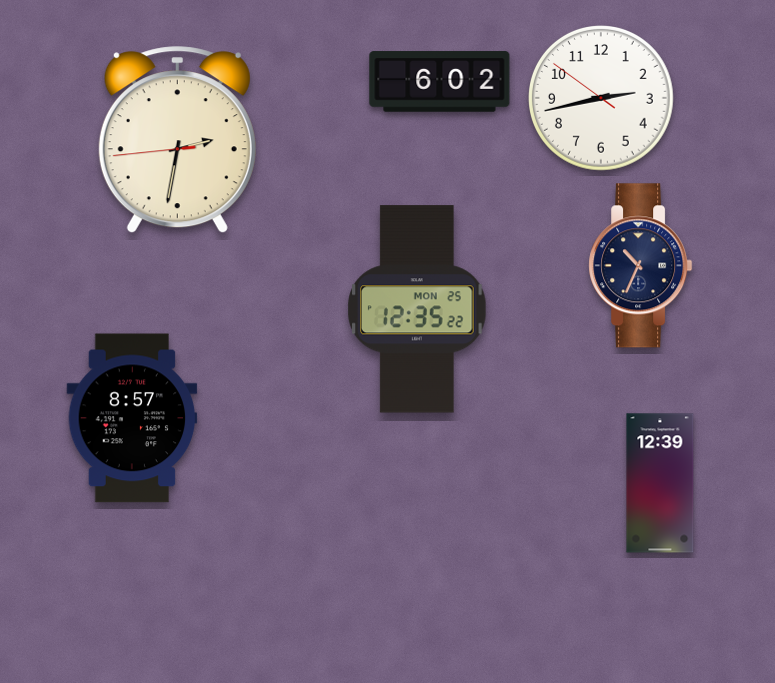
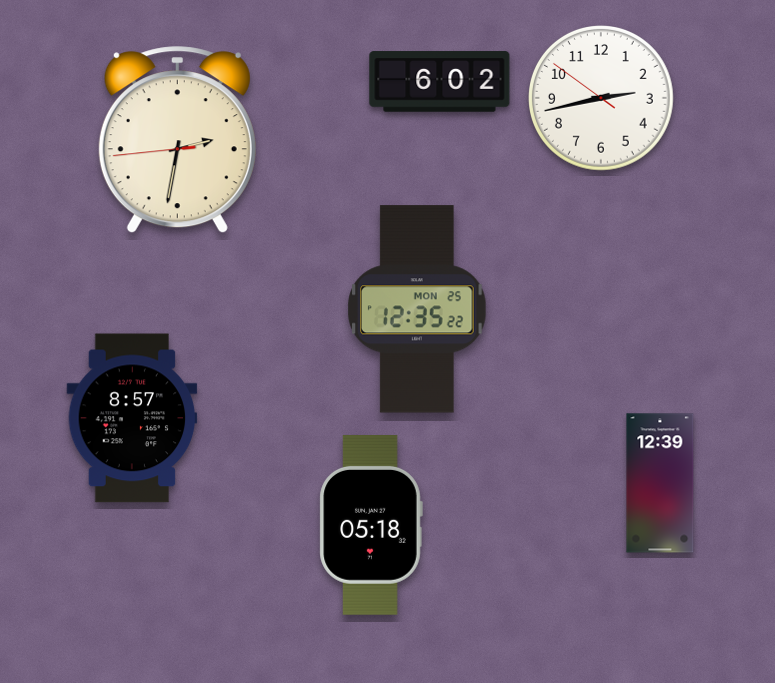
clock at (641, 266): 10:34 -> none
clock at (371, 525): none -> 05:18
